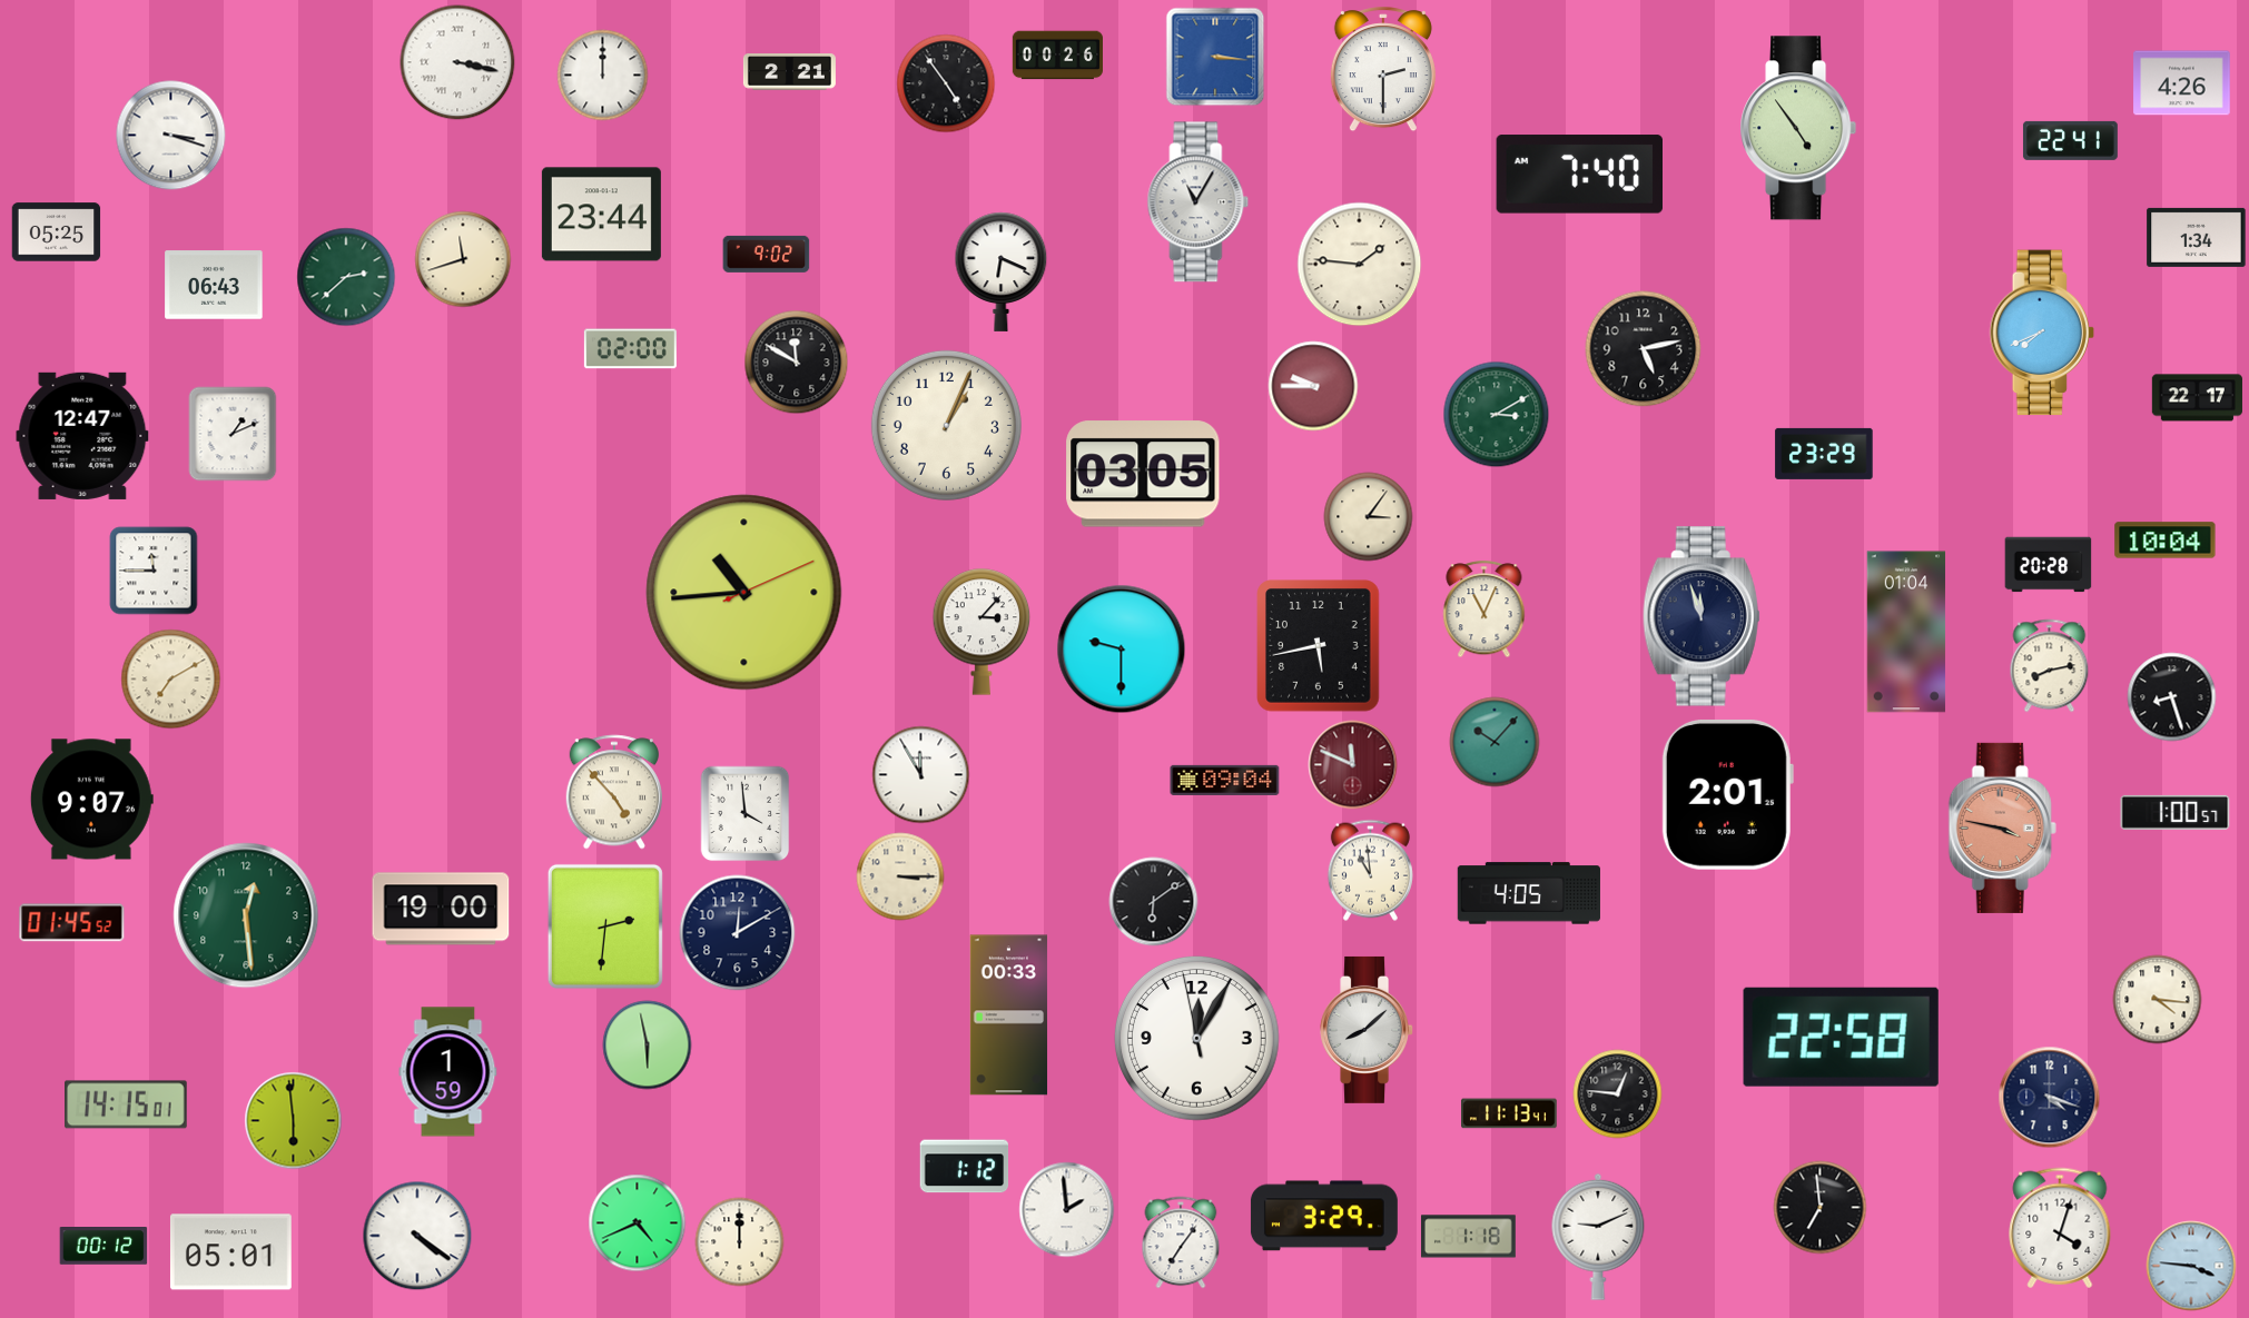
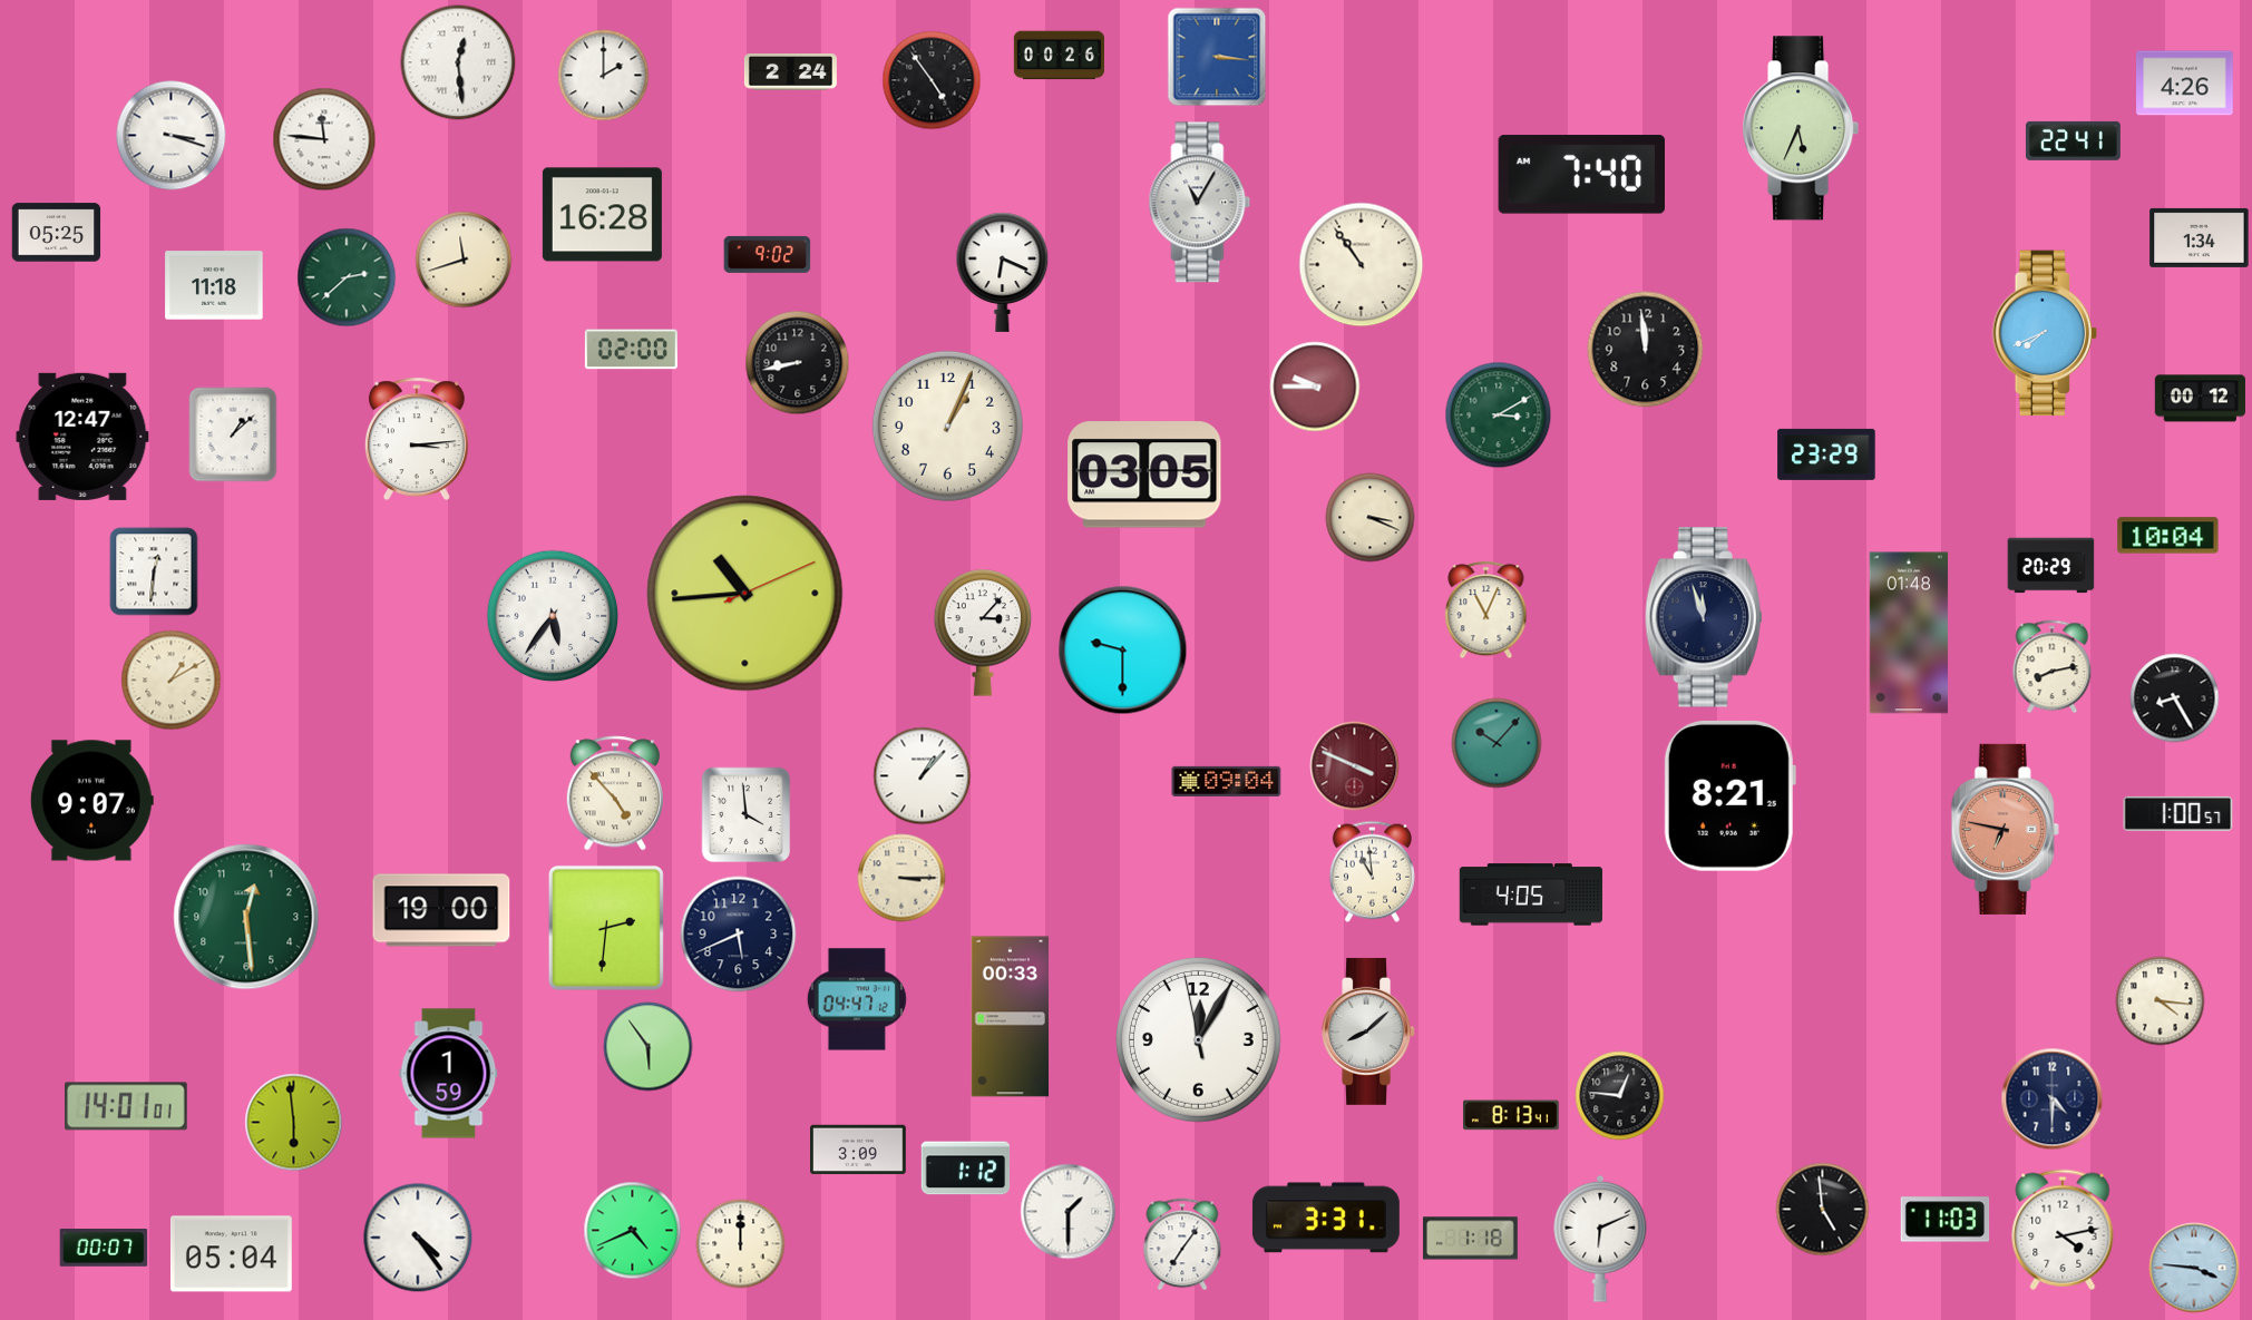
clock at (457, 62): 3:17 -> 12:29
clock at (1383, 70): 2:30 -> none
clock at (789, 72): 2:21 -> 2:24
clock at (603, 76): 12:00 -> 2:00
clock at (946, 83) position: (946, 83) -> (932, 80)
clock at (1798, 128): 4:54 -> 5:34
clock at (324, 139): none -> 11:46
clock at (601, 215): 23:44 -> 16:28
clock at (1360, 265): 1:46 -> 10:54
clock at (214, 285): 06:43 -> 11:18
clock at (1644, 349): 5:13 -> 11:59
clock at (797, 363): 11:50 -> 8:43
clock at (2197, 398): 22:17 -> 00:12
clock at (233, 434): 1:11 -> 1:08
clock at (417, 439): none -> 3:14
clock at (1369, 517): 3:06 -> 3:19
clock at (2166, 541) position: (2166, 541) -> (2168, 536)
clock at (2049, 565): 20:28 -> 20:29
clock at (154, 571): 11:45 -> 12:31
clock at (553, 616): none -> 5:36
clock at (1906, 632): 01:04 -> 01:48
clock at (1319, 646): 5:43 -> none
clock at (171, 680): 7:10 -> 1:10
clock at (2172, 697): 8:27 -> 8:25
clock at (1353, 765): 11:49 -> 3:49
clock at (921, 775): 11:55 -> 1:07
clock at (1727, 794): 2:01 -> 8:21
clock at (2002, 828): 3:47 -> 6:47
clock at (1154, 902): 6:09 -> none
clock at (72, 923): 01:45 -> none
clock at (738, 933): 12:10 -> 5:41
clock at (857, 999): none -> 04:47
clock at (1841, 1037): 22:58 -> none
clock at (648, 1046): 5:58 -> 5:54
clock at (2050, 1098): 4:18 -> 4:30
clock at (127, 1104): 14:15 -> 14:01
clock at (1510, 1113): 11:13 -> 8:13
clock at (858, 1150): none -> 3:09
clock at (1821, 1208): 6:59 -> 4:59
clock at (1067, 1210): 1:59 -> 1:30
clock at (1324, 1216): 3:29 -> 3:31
clock at (1946, 1220): none -> 11:03
clock at (638, 1223) position: (638, 1223) -> (633, 1231)
clock at (2060, 1228): 4:03 -> 4:13
clock at (417, 1236): 4:21 -> 4:24
clock at (1598, 1237): 9:11 -> 6:11
clock at (103, 1247): 00:12 -> 00:07
clock at (230, 1252): 05:01 -> 05:04
